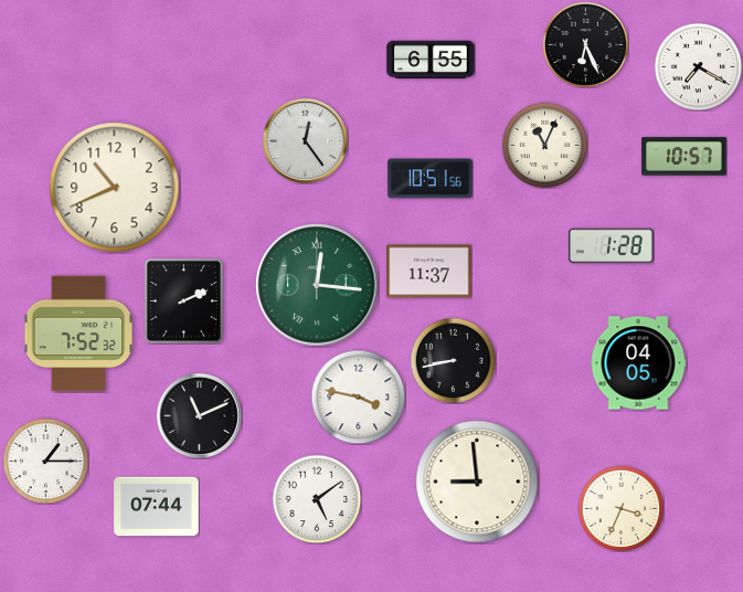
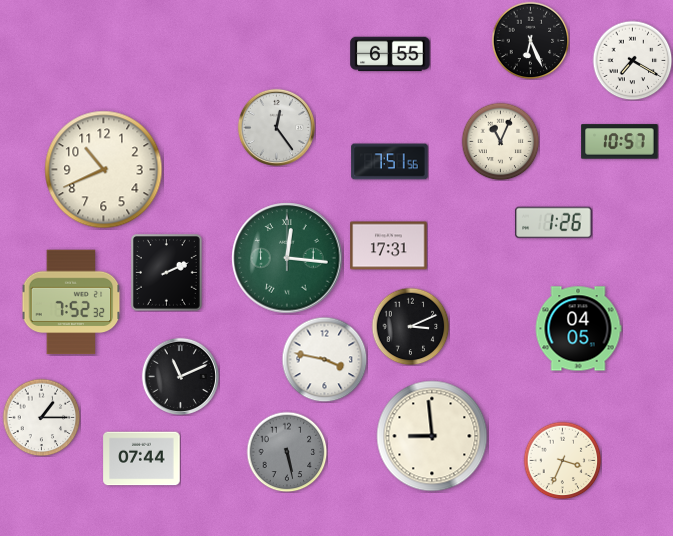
clock at (544, 145) position: (544, 145) -> (500, 141)
clock at (431, 179): 10:51 -> 7:51
clock at (612, 246): 1:28 -> 1:26
clock at (429, 272): 11:37 -> 17:31
clock at (453, 360): 8:43 -> 3:11
clock at (317, 499): 5:09 -> 5:28
clock at (317, 499) dial: white -> grey
